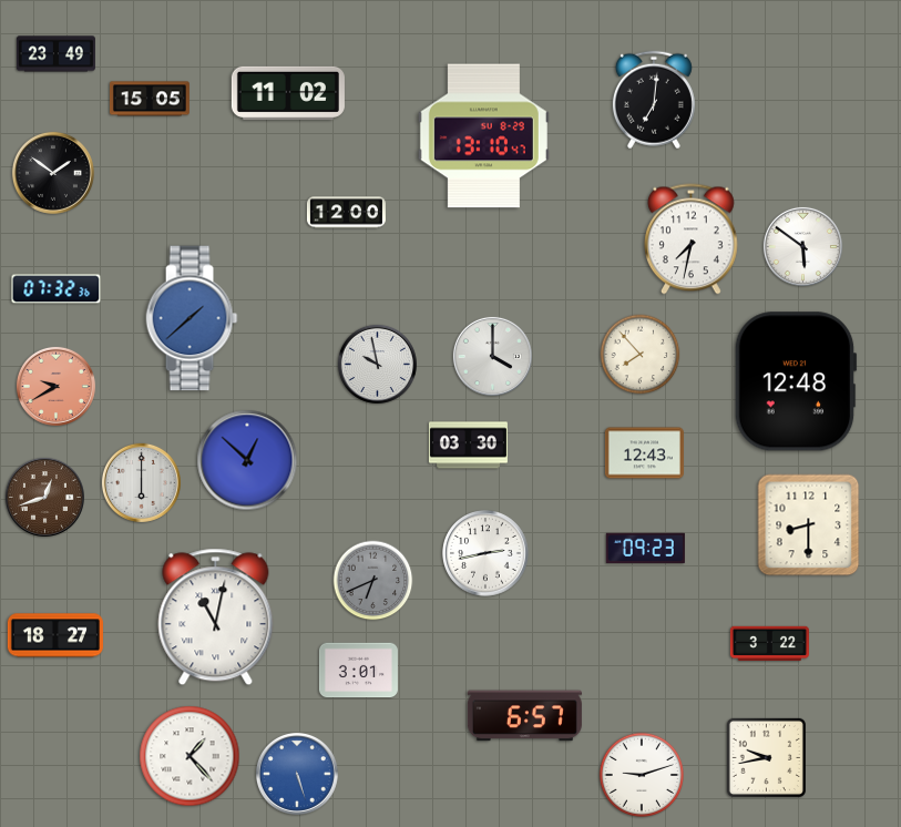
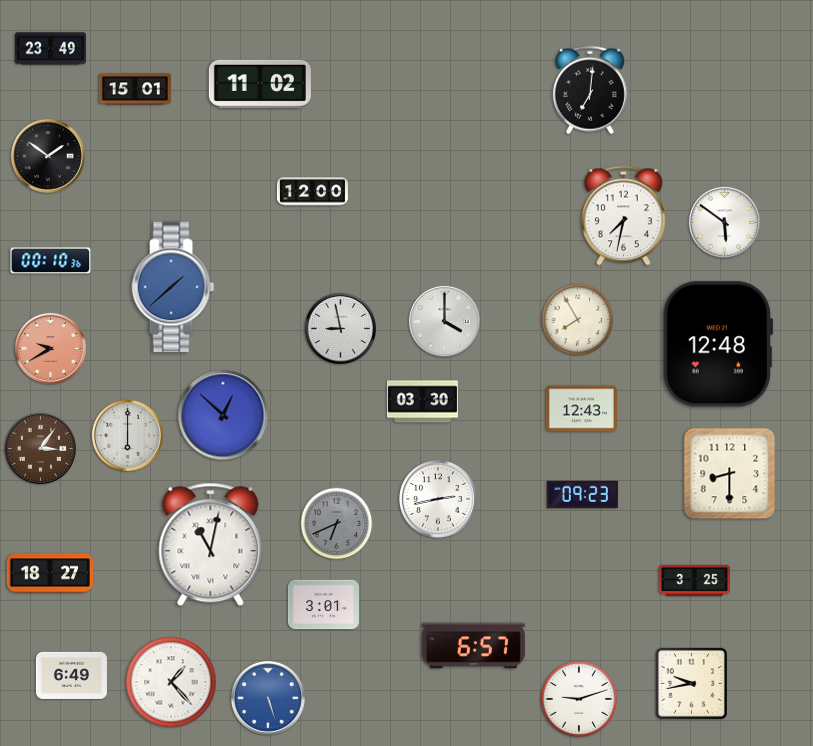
clock at (150, 99): 15:05 -> 15:01
clock at (483, 136): 13:10 -> none
clock at (57, 289): 07:32 -> 00:10
clock at (641, 355): 7:53 -> 7:55
clock at (377, 364): 9:58 -> 8:58
clock at (44, 497): 12:42 -> 3:06
clock at (216, 617) position: (216, 617) -> (211, 545)
clock at (769, 643): 3:22 -> 3:25
clock at (71, 675): none -> 6:49
